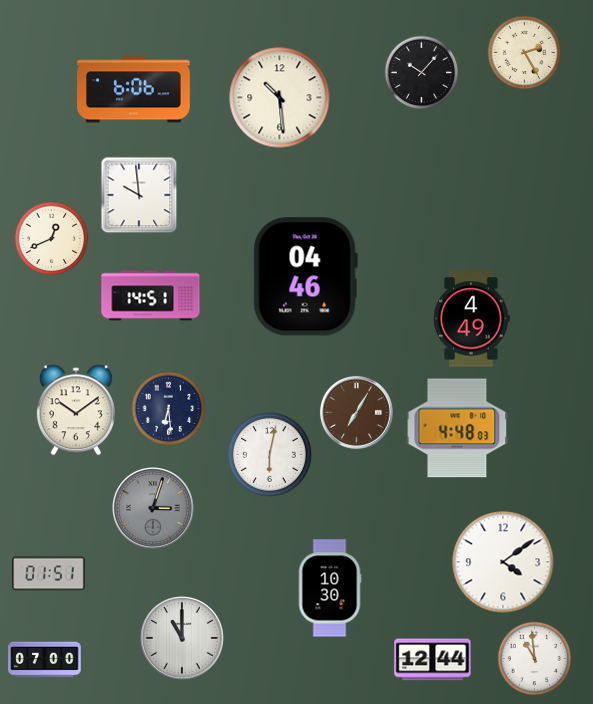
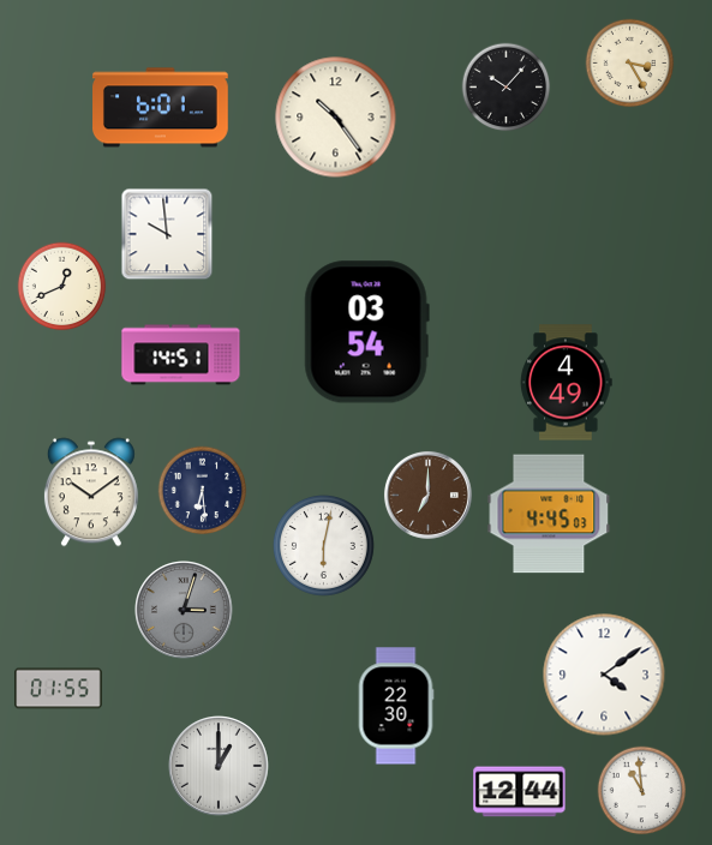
clock at (525, 53): 2:25 -> 3:25
clock at (134, 90): 6:06 -> 6:01
clock at (280, 98): 10:29 -> 10:24
clock at (305, 277): 04:46 -> 03:54
clock at (356, 412): 7:05 -> 7:00
clock at (457, 428): 4:48 -> 4:45
clock at (49, 574): 01:51 -> 01:55
clock at (330, 588): 10:30 -> 22:30
clock at (183, 638): 11:00 -> 1:00
clock at (45, 660): 07:00 -> none
